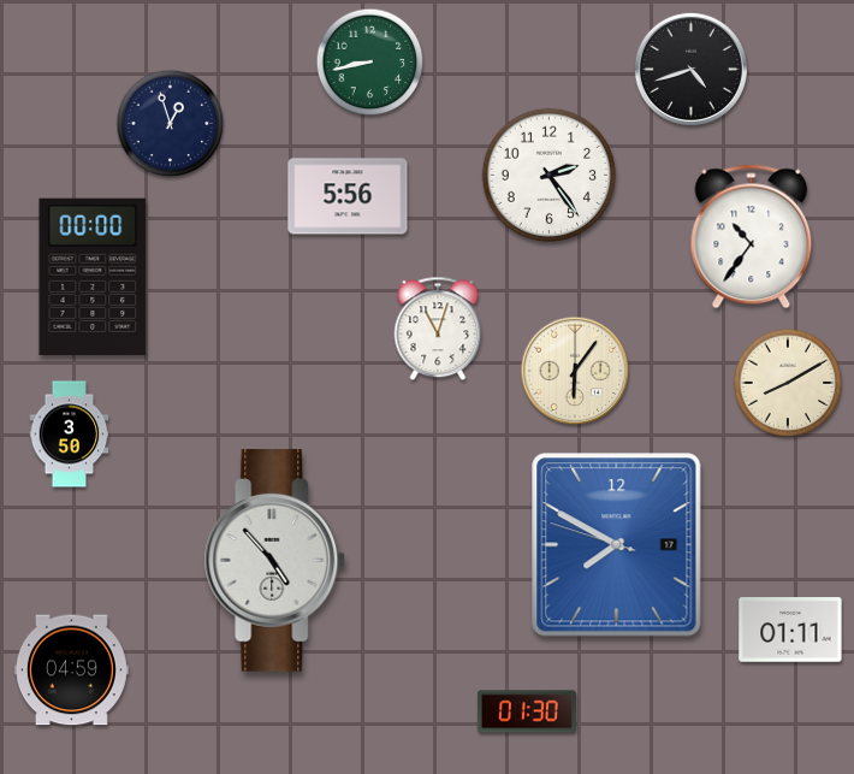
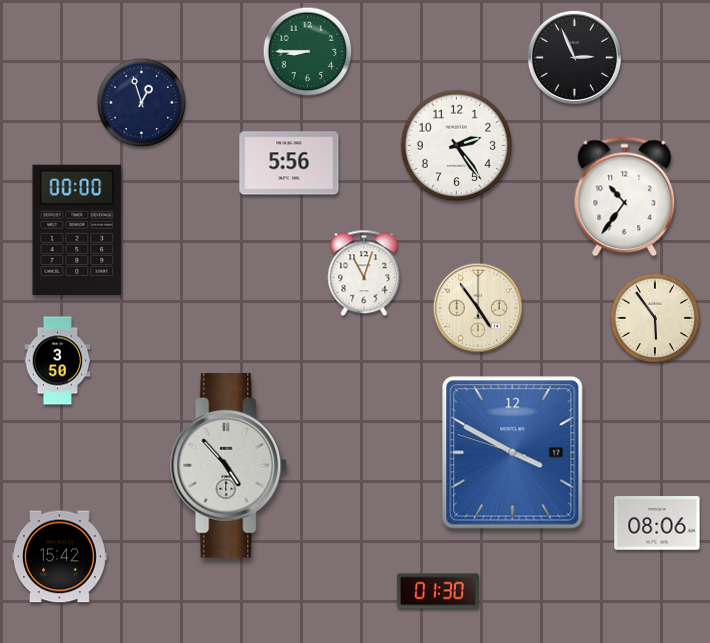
clock at (370, 63): 8:43 -> 8:45
clock at (690, 69): 4:42 -> 2:56
clock at (575, 371): 6:06 -> 4:54
clock at (788, 383): 8:10 -> 5:54
clock at (617, 545): 7:49 -> 3:49
clock at (790, 630): 01:11 -> 08:06
clock at (71, 670): 04:59 -> 15:42
